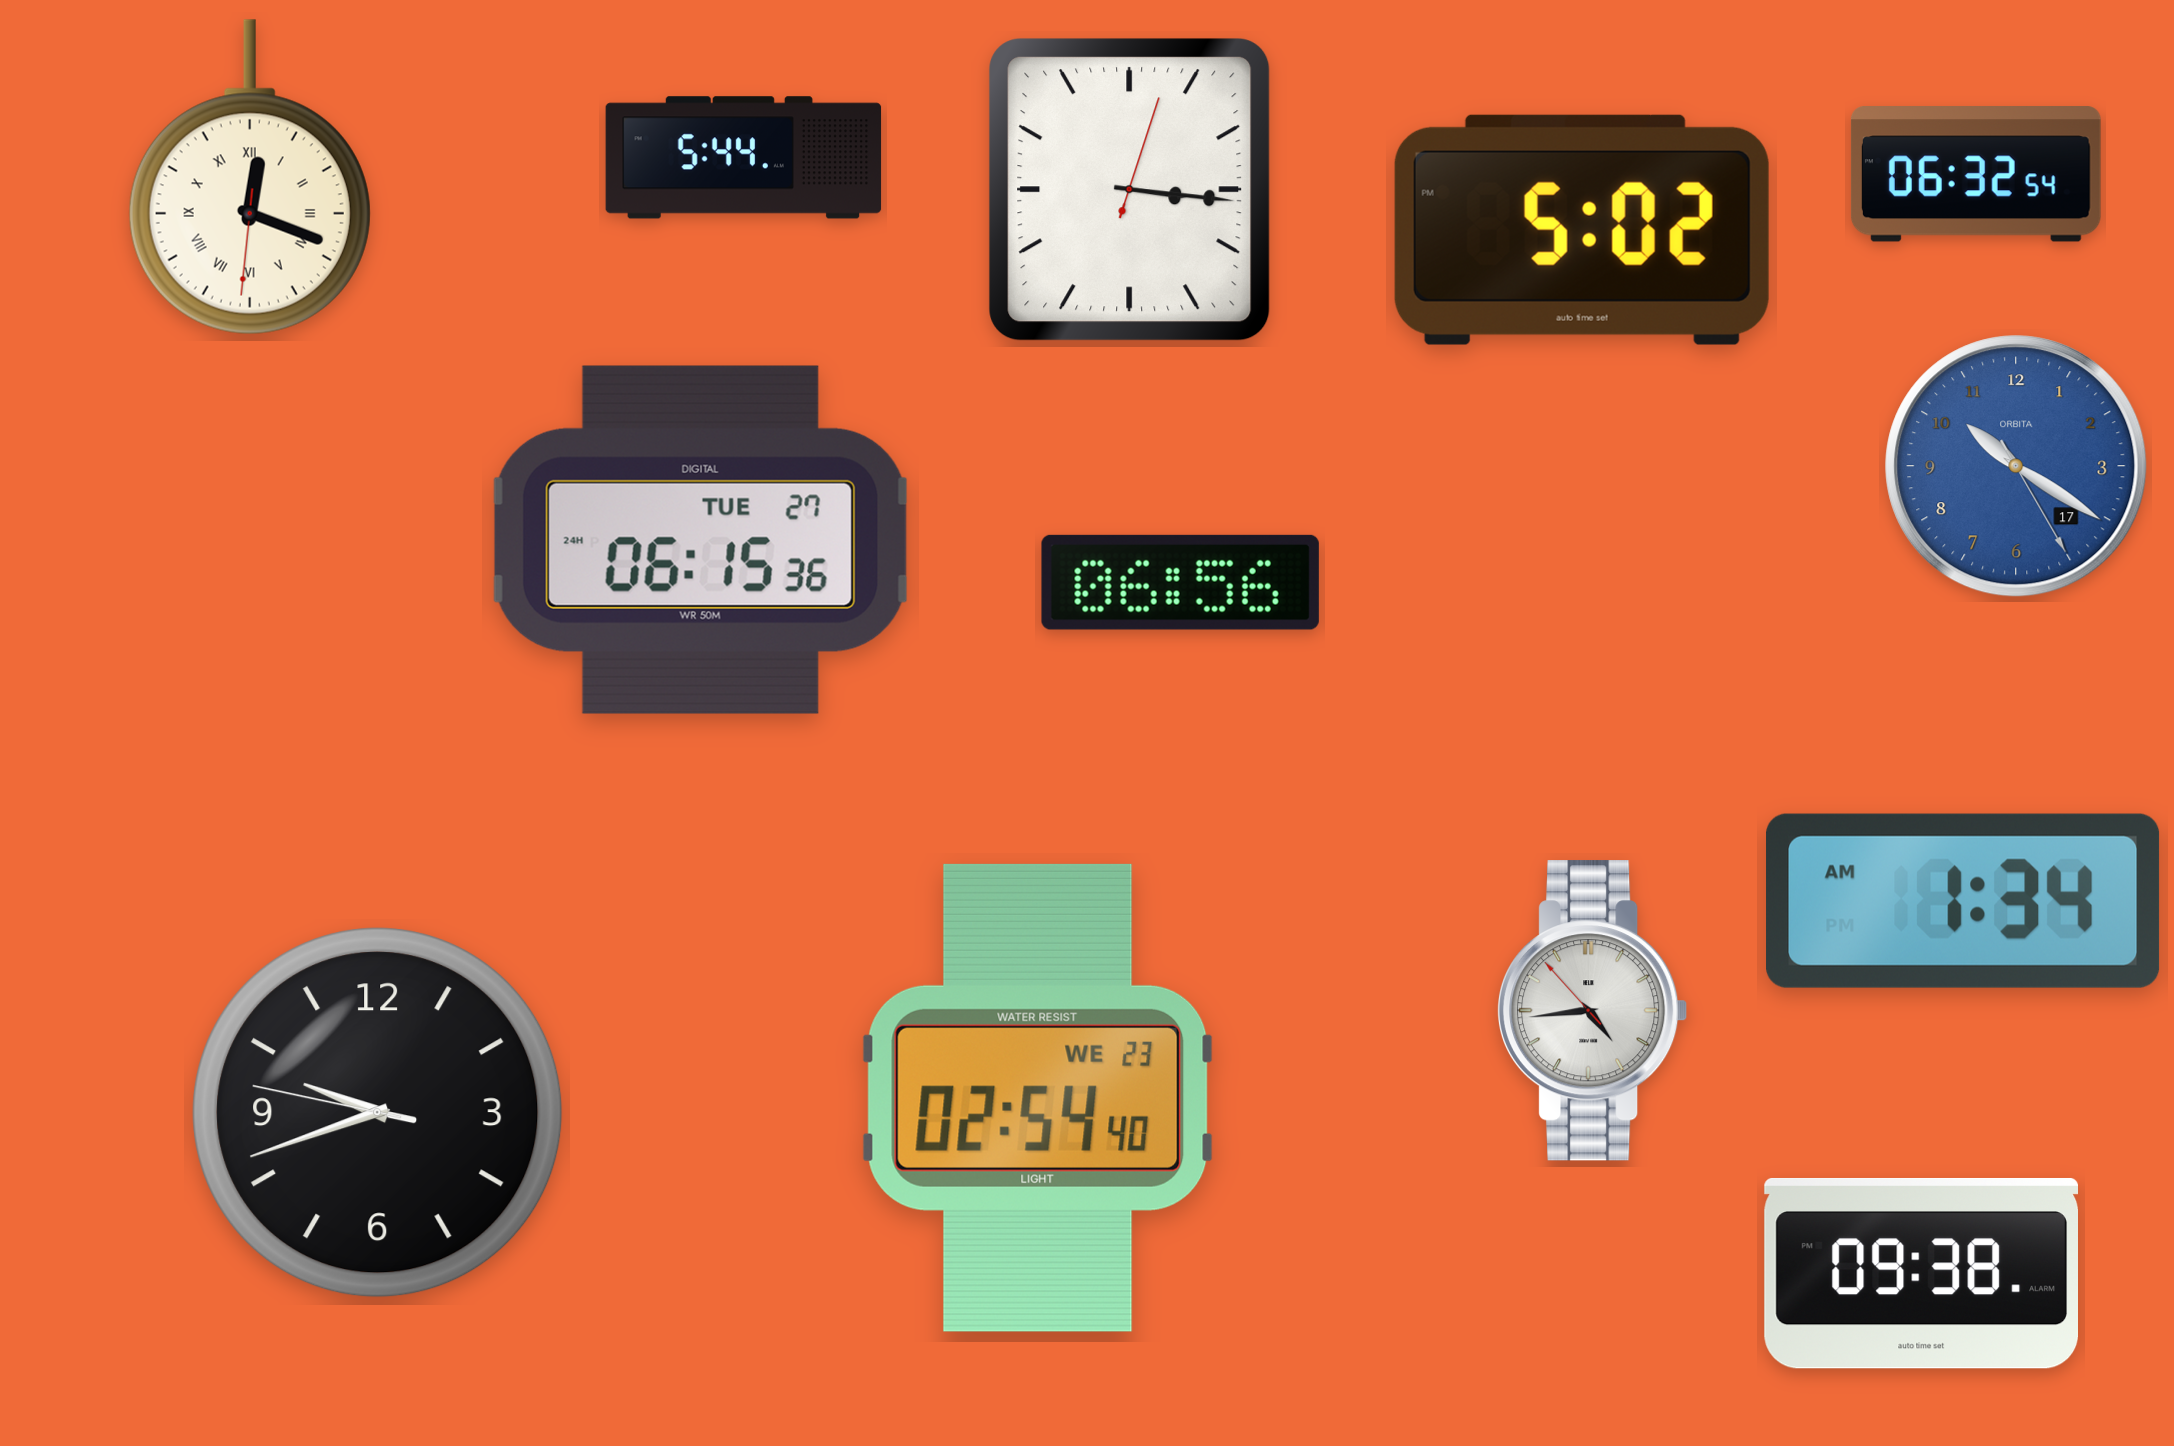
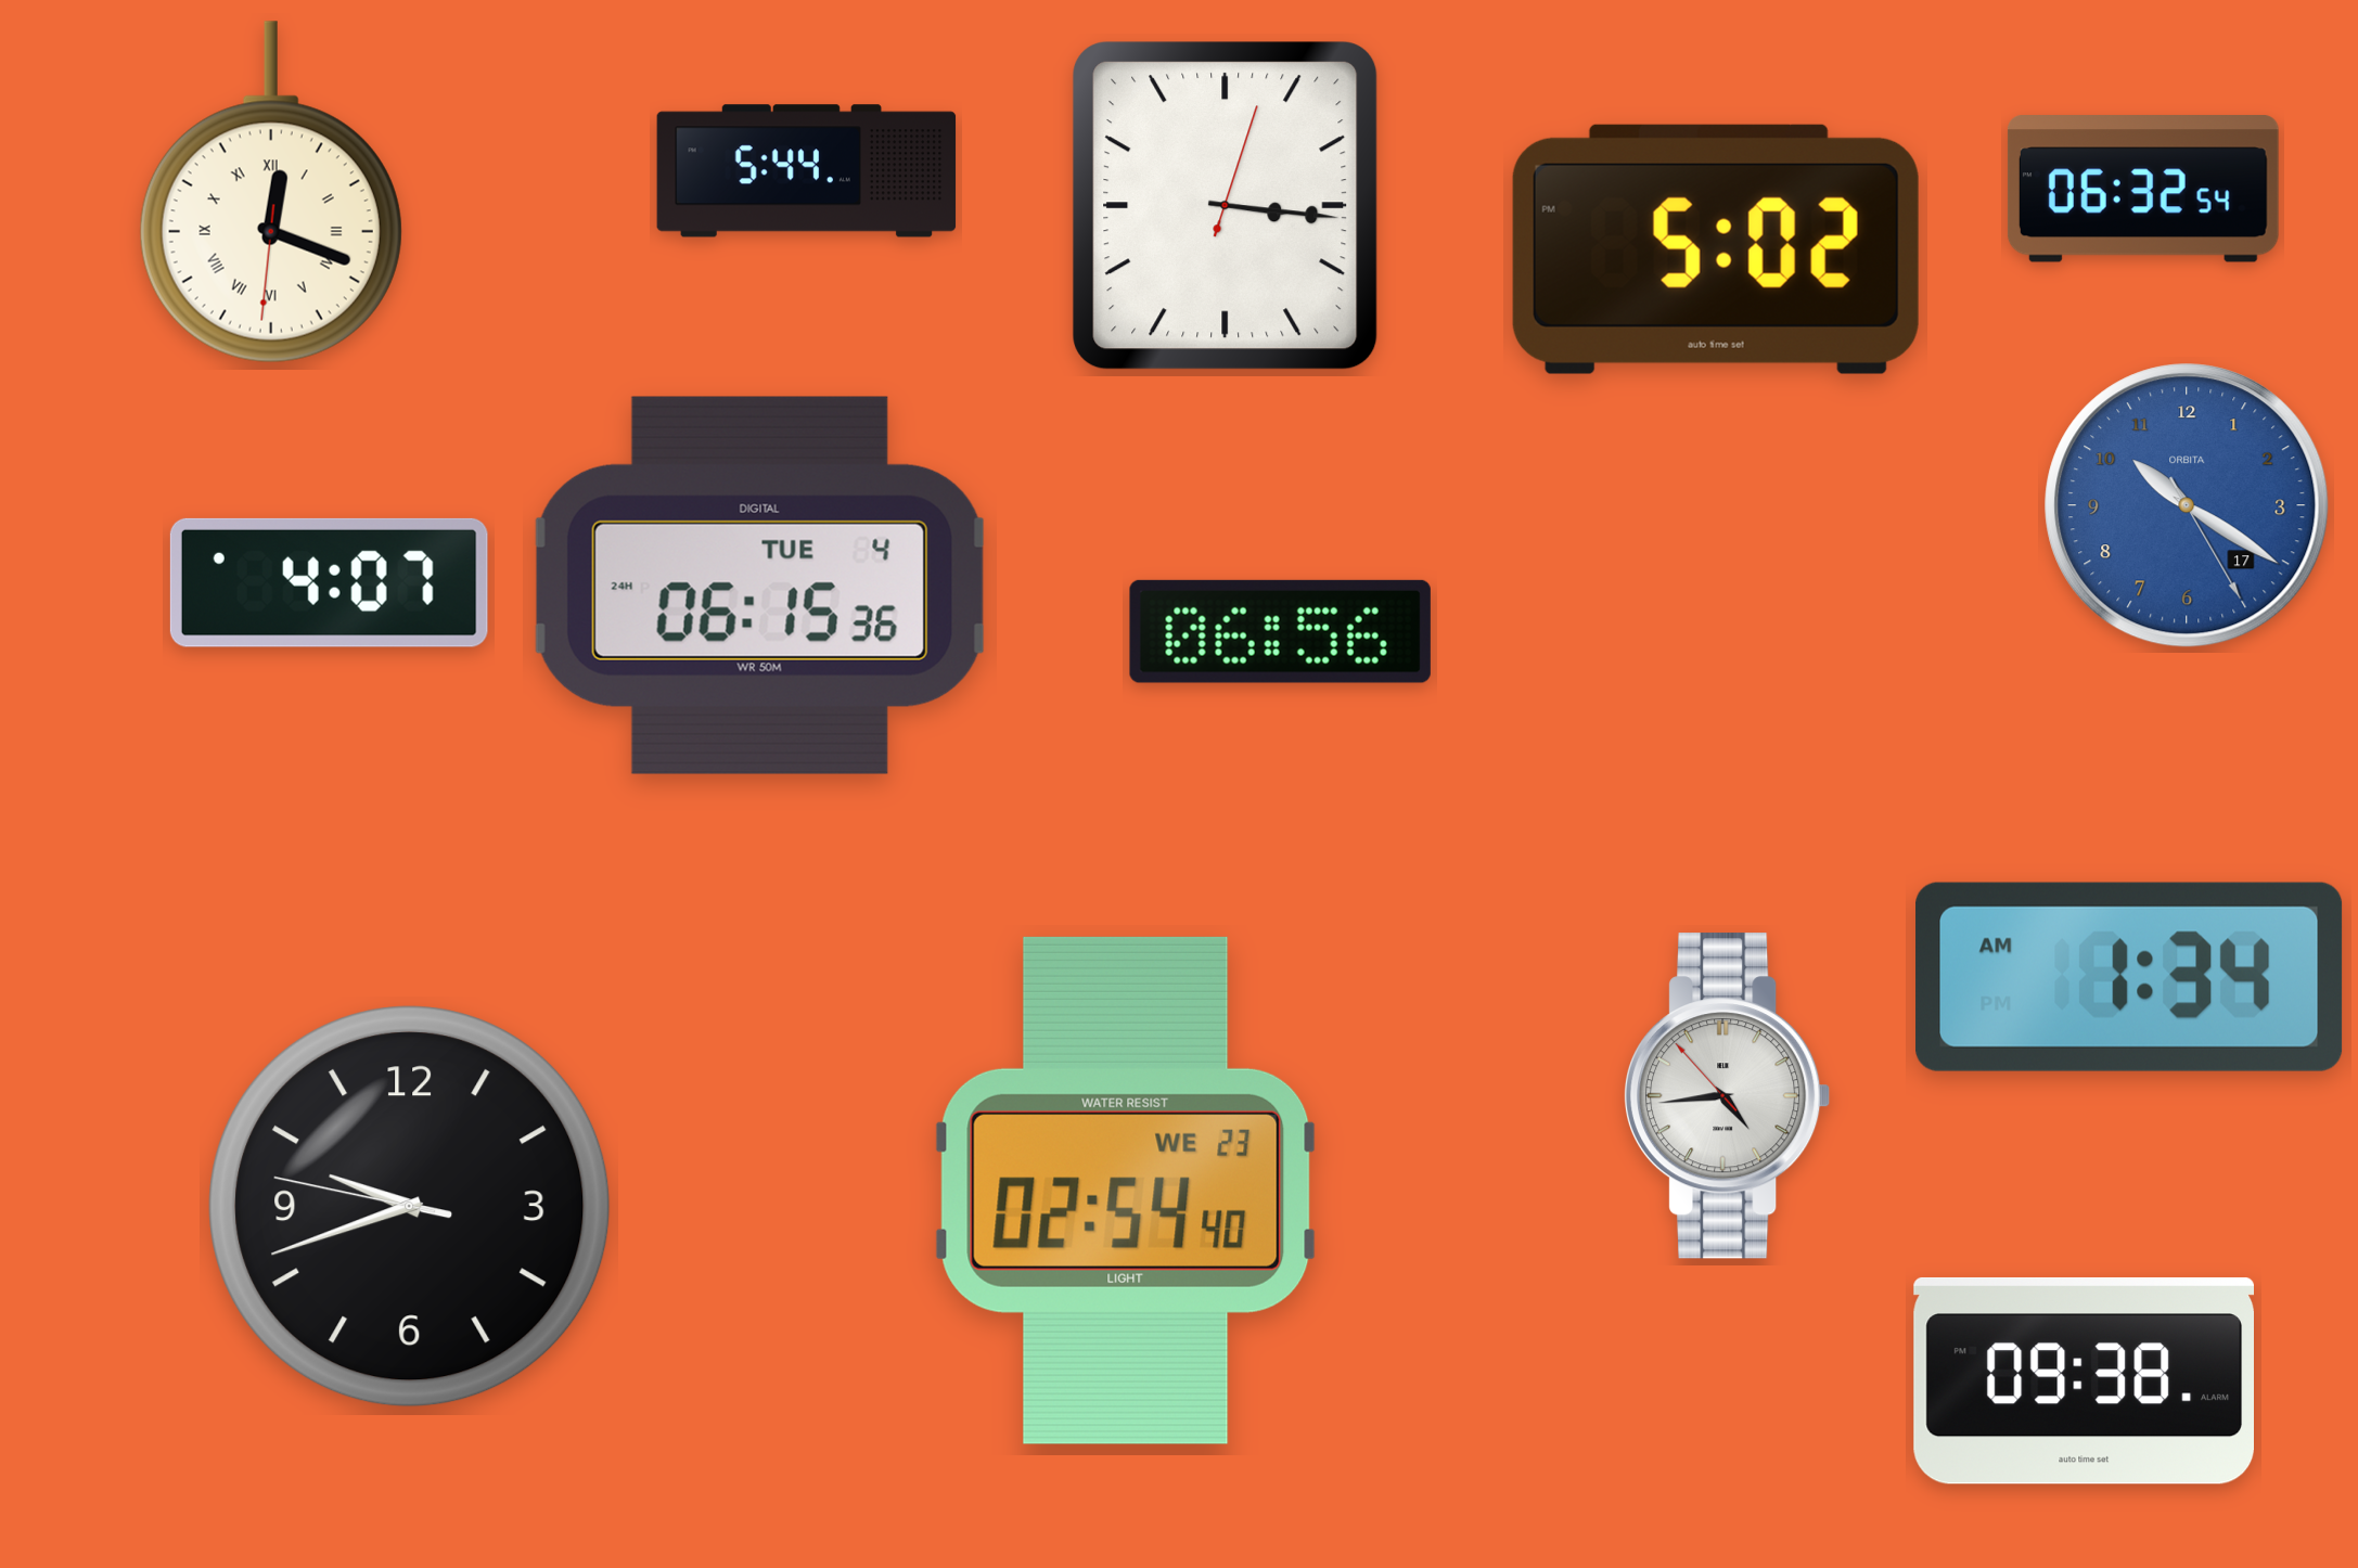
clock at (329, 582): none -> 4:07
clock at (701, 540) date: TUE 27 -> TUE 4
